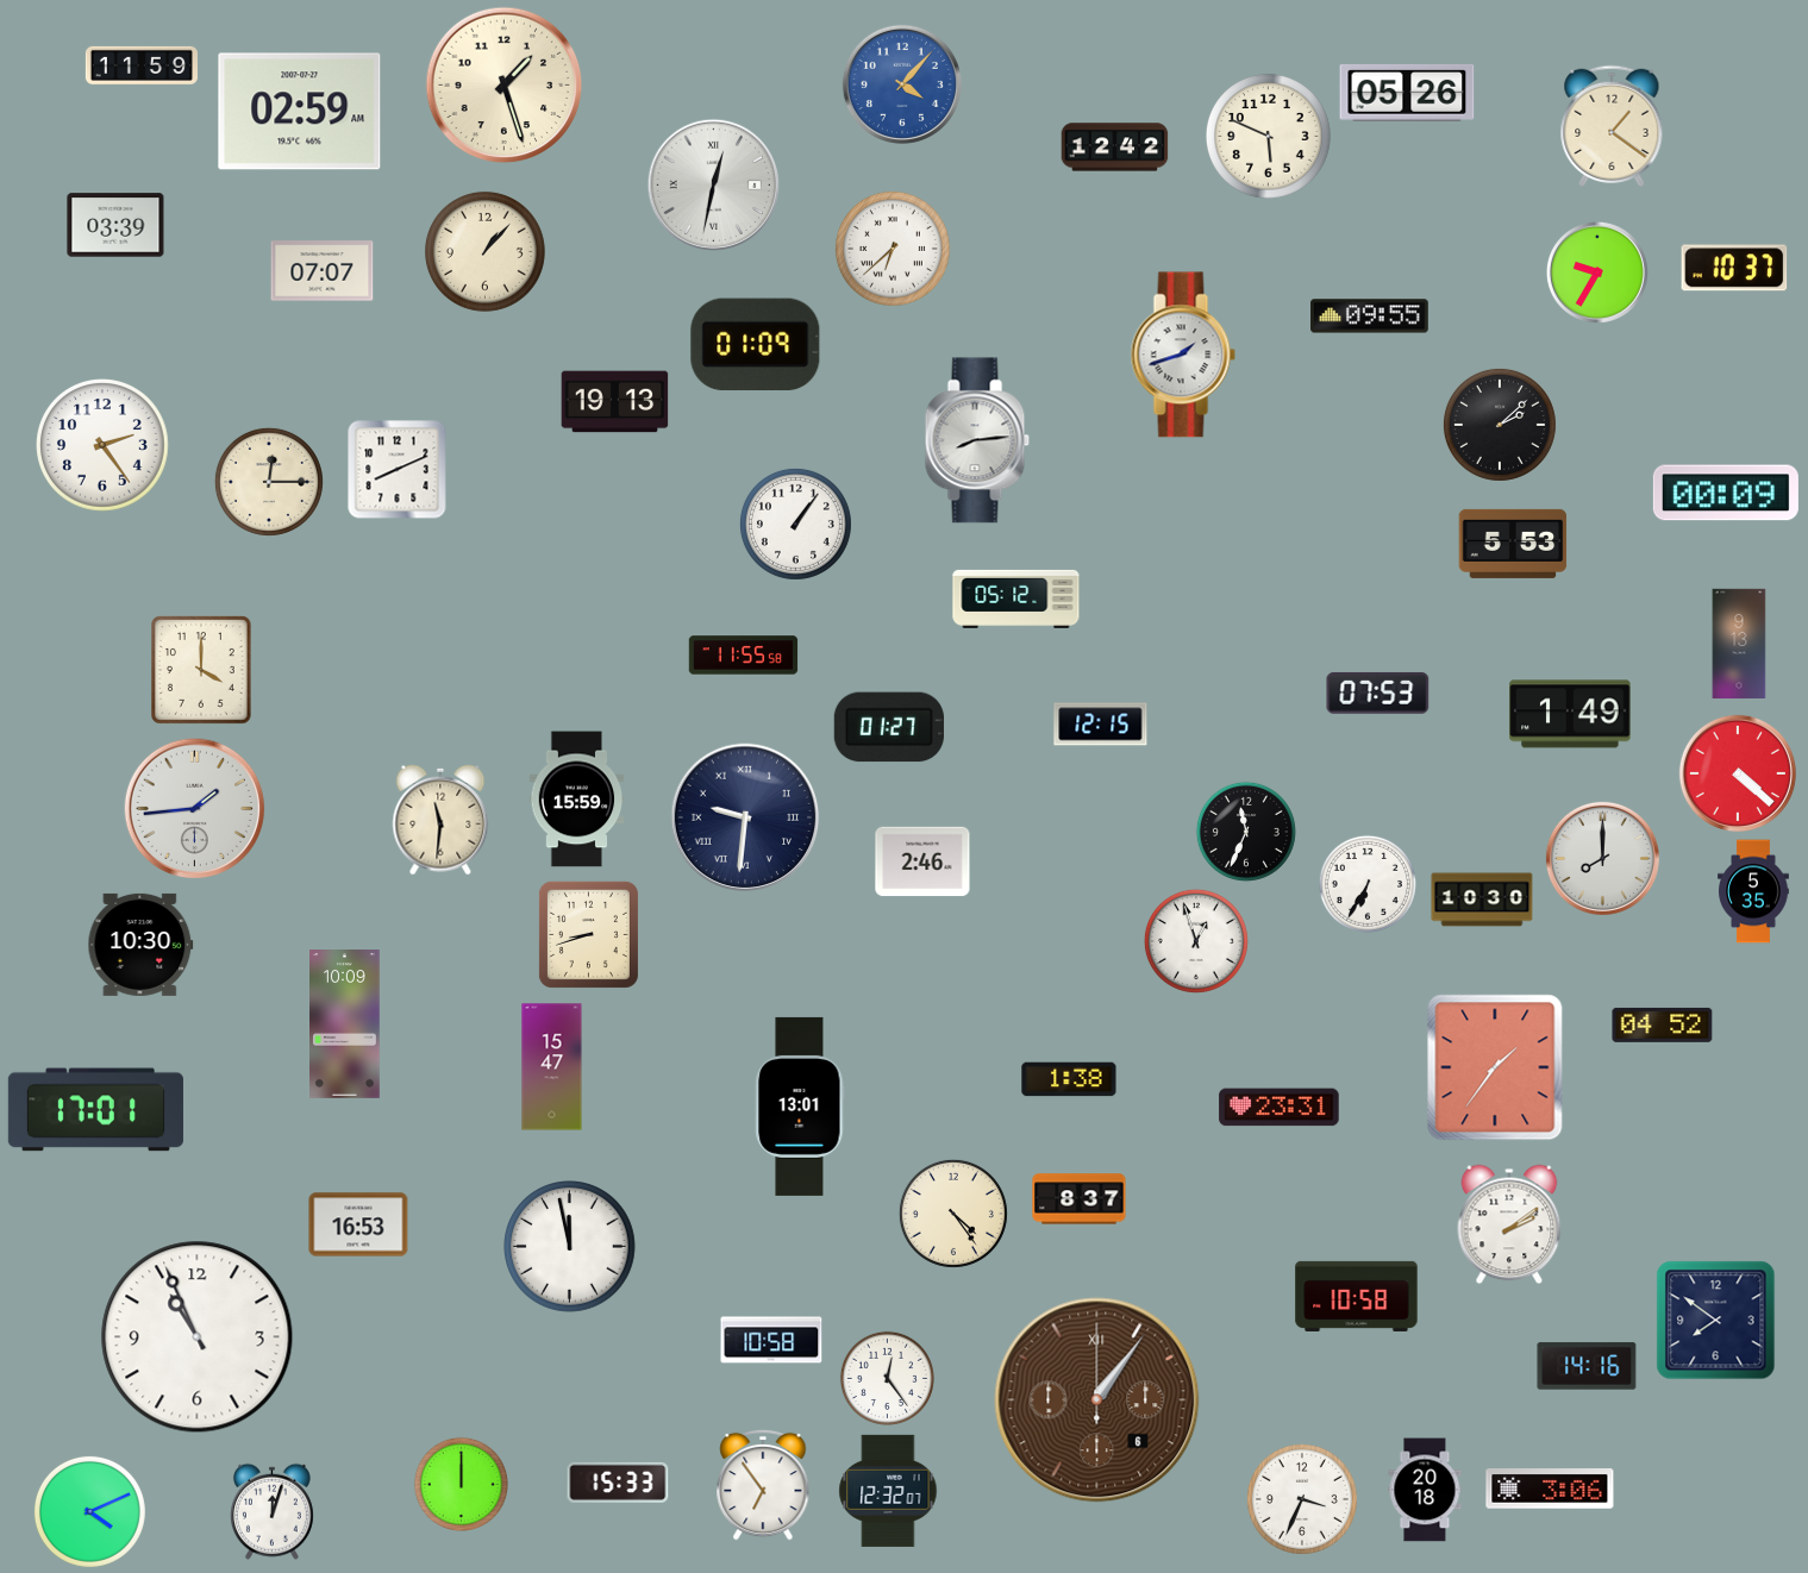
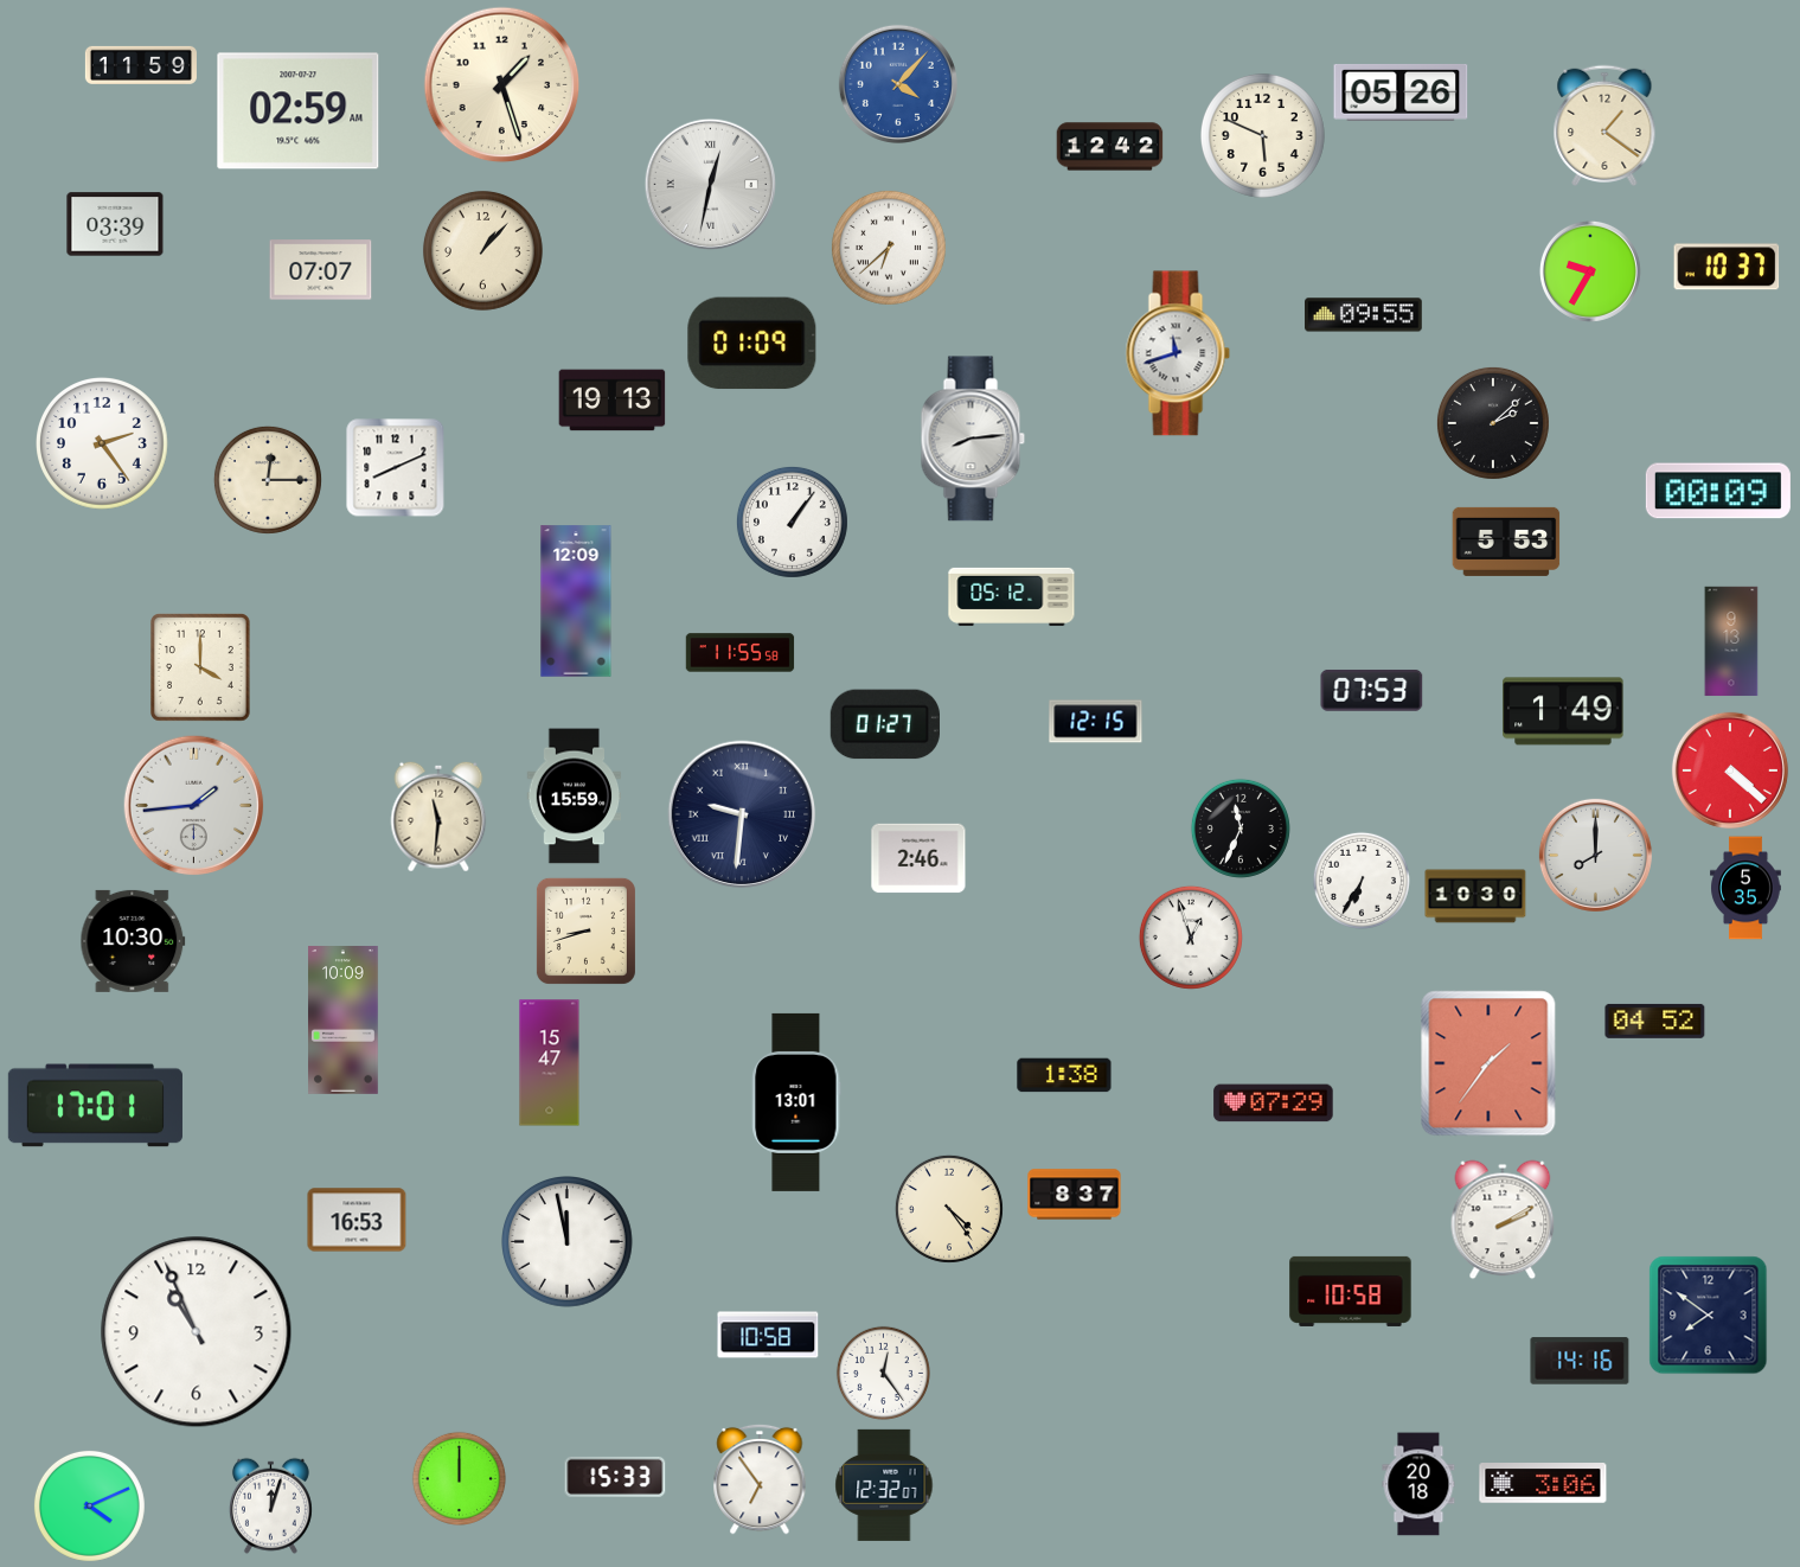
clock at (1183, 355): 1:42 -> 11:42
clock at (576, 601): none -> 12:09
clock at (140, 945) position: (140, 945) -> (133, 941)
clock at (1280, 1108): 23:31 -> 07:29
clock at (1509, 1224): 2:09 -> 2:10
clock at (1097, 1400): 1:06 -> none
clock at (1302, 1499): 3:34 -> none
